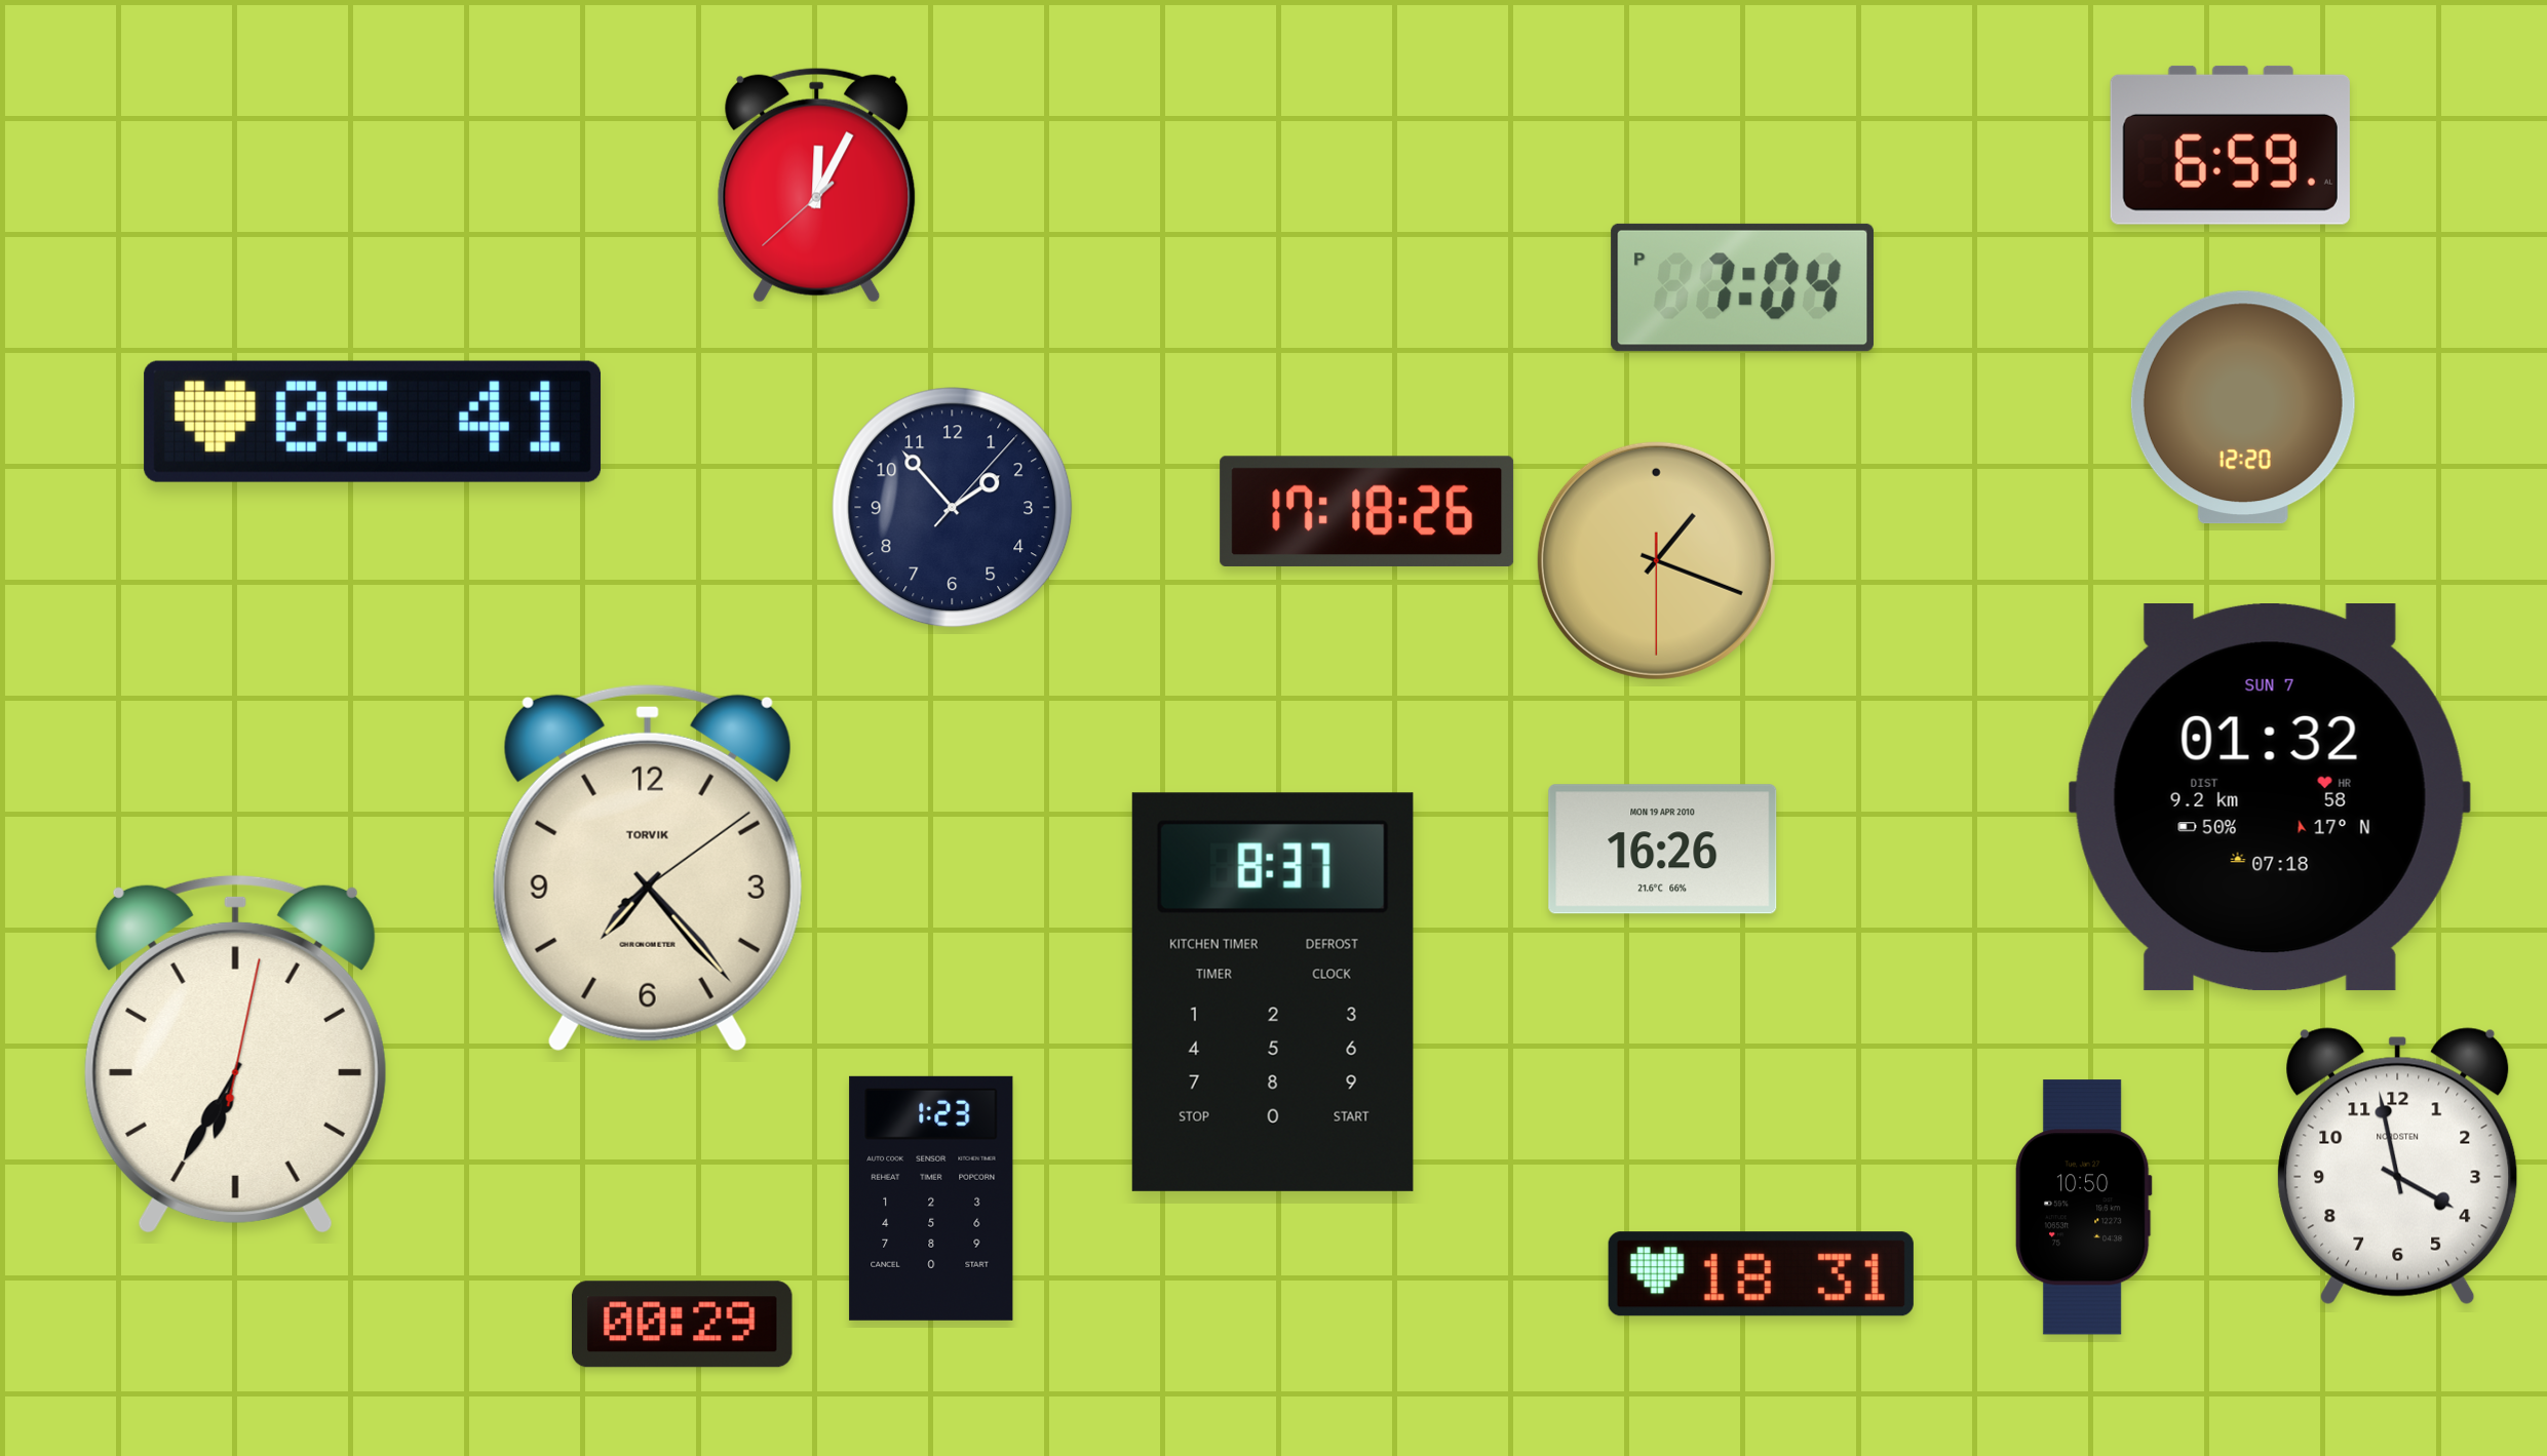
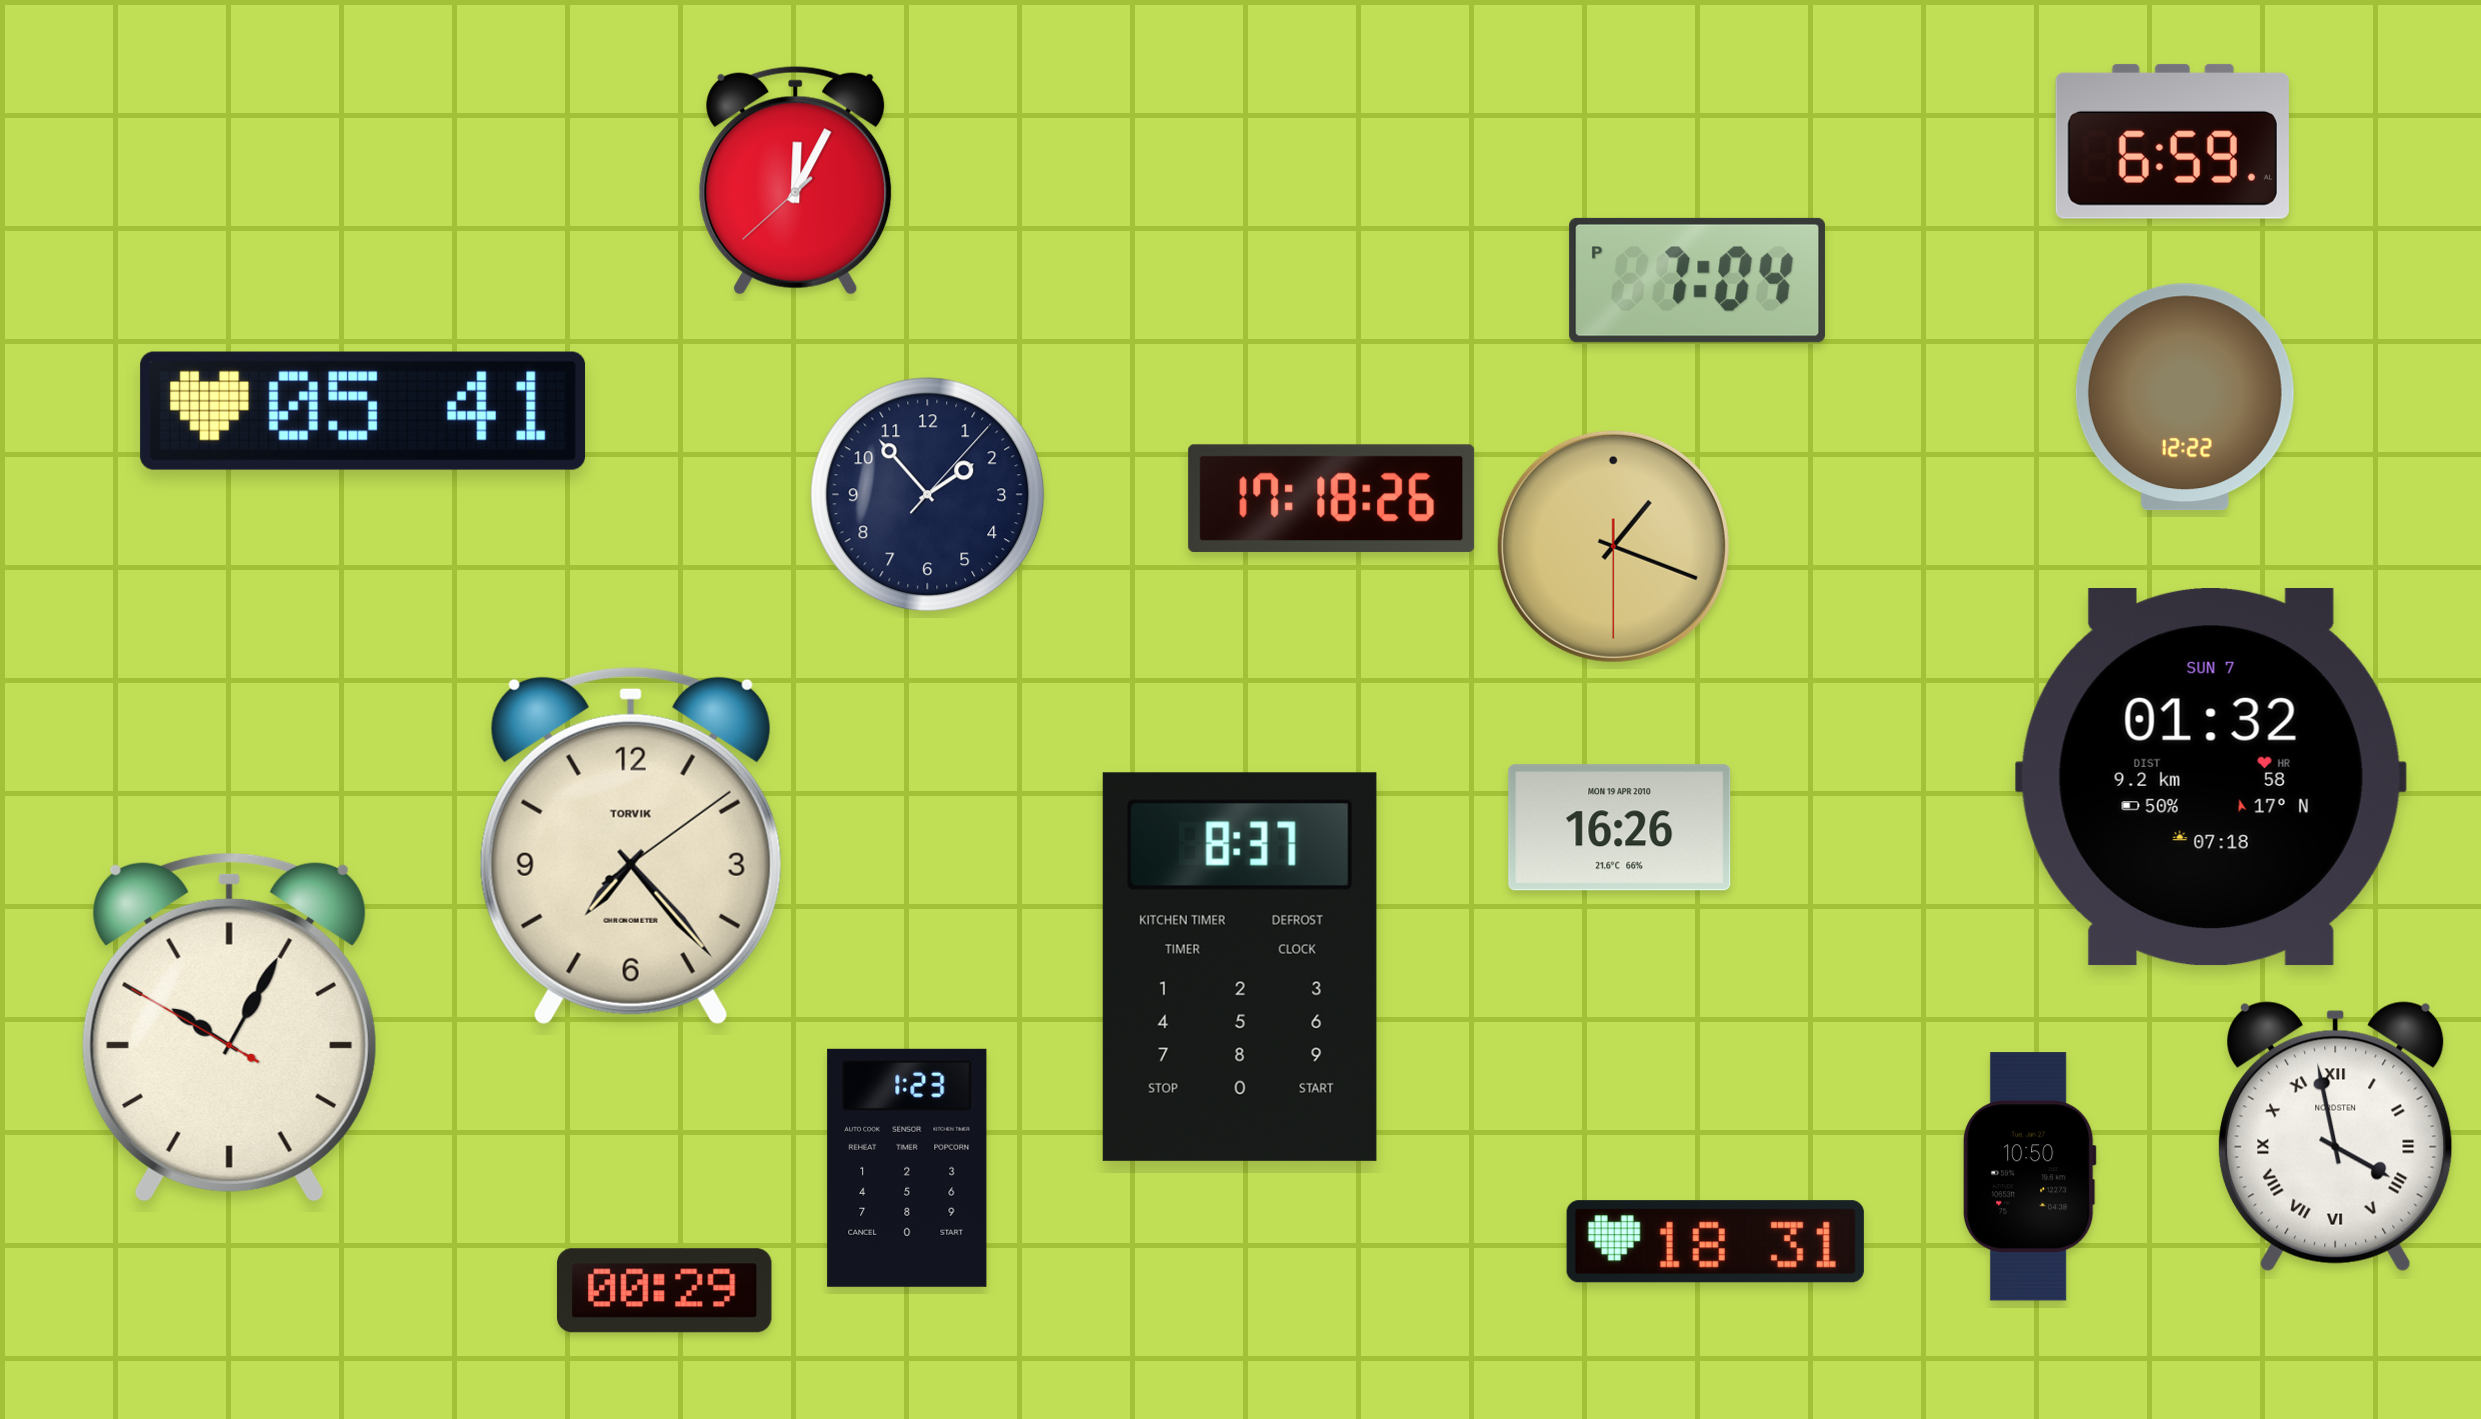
clock at (2243, 407): 12:20 -> 12:22
clock at (235, 1055): 6:35 -> 10:04
clock at (2398, 1167) numerals: Arabic -> Roman
